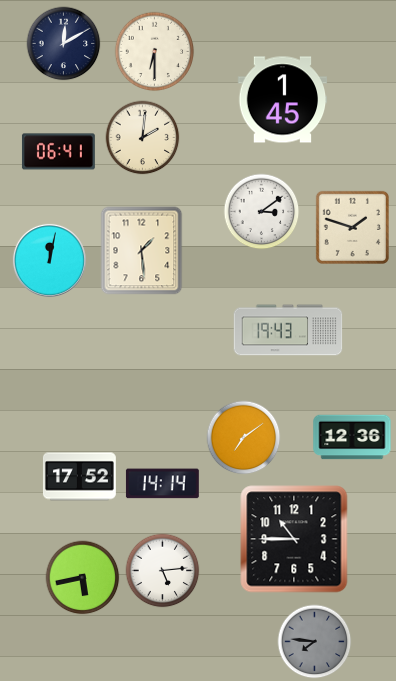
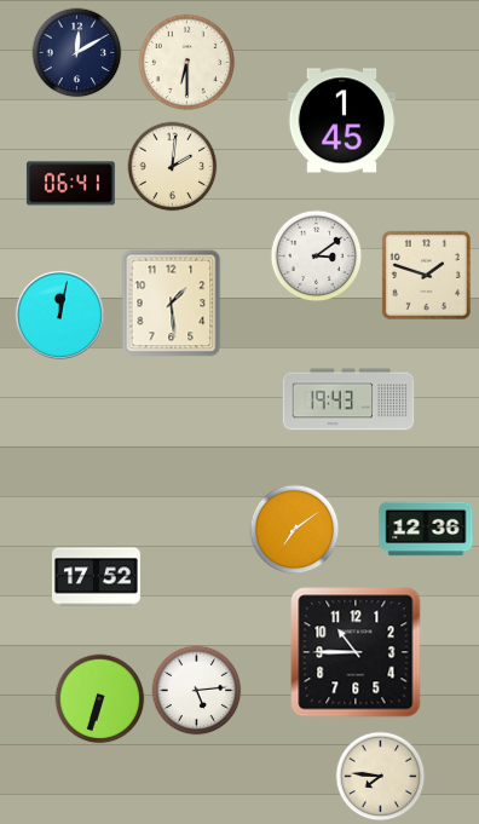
clock at (162, 484): 14:14 -> none
clock at (83, 578): 5:43 -> 6:33
clock at (315, 642) dial: grey -> cream
